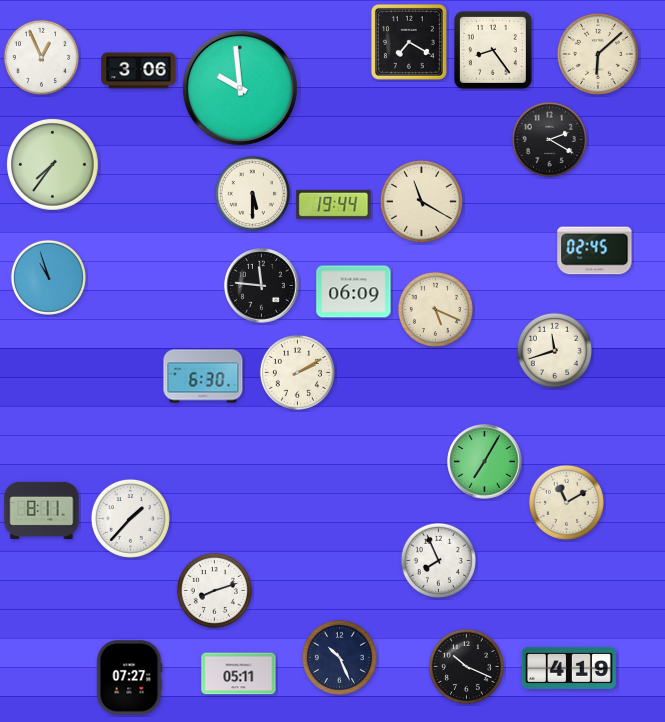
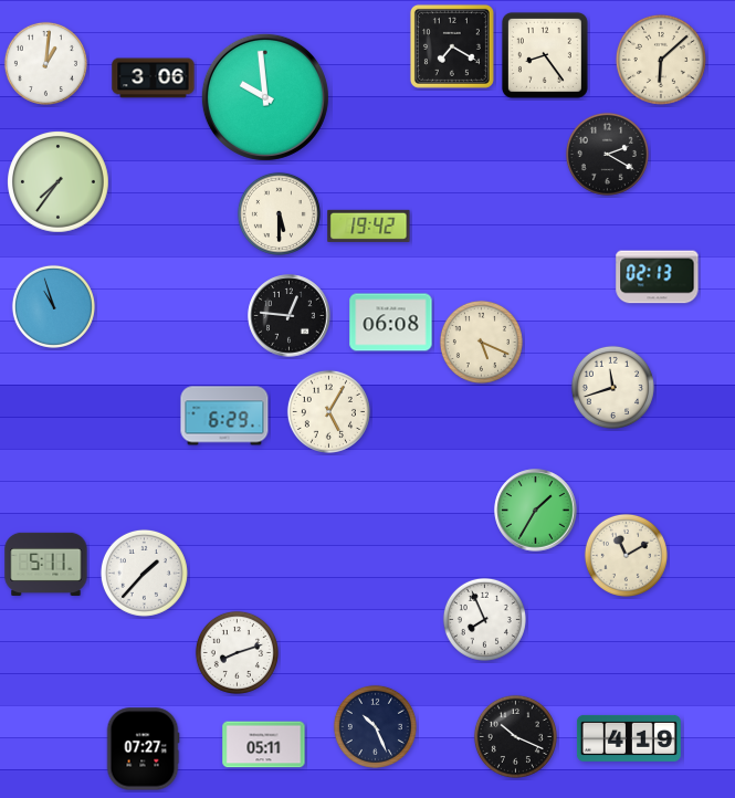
clock at (41, 57): 12:56 -> 1:01
clock at (421, 201): 11:20 -> none
clock at (334, 204): 19:44 -> 19:42
clock at (595, 251): 02:45 -> 02:13
clock at (262, 286): 11:46 -> 12:46
clock at (354, 292): 06:09 -> 06:08
clock at (297, 372): 2:10 -> 5:05
clock at (203, 376): 6:30 -> 6:29
clock at (485, 462): 7:05 -> 1:35
clock at (42, 510): 8:11 -> 5:11
